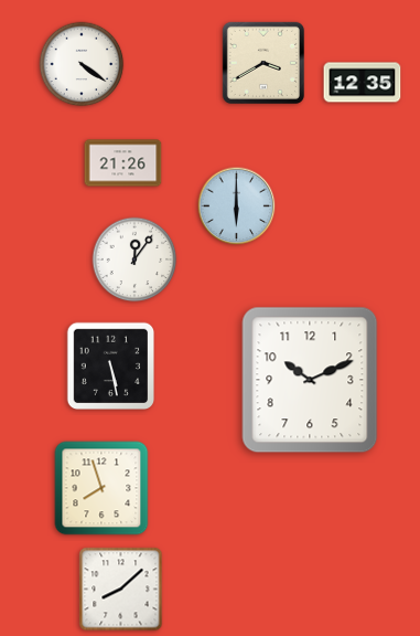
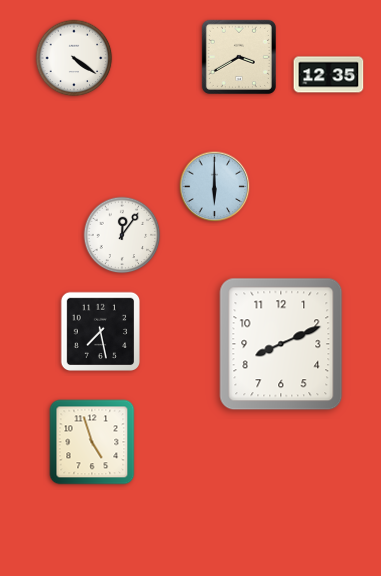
clock at (123, 163): 21:26 -> none
clock at (110, 365): 5:28 -> 7:28
clock at (310, 380): 10:11 -> 8:11
clock at (101, 488): 7:57 -> 4:57
clock at (121, 590): 8:08 -> none
